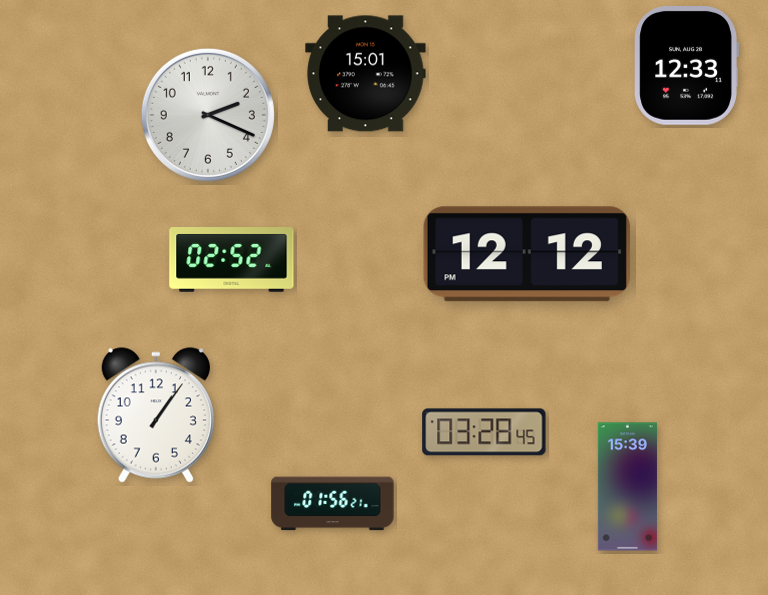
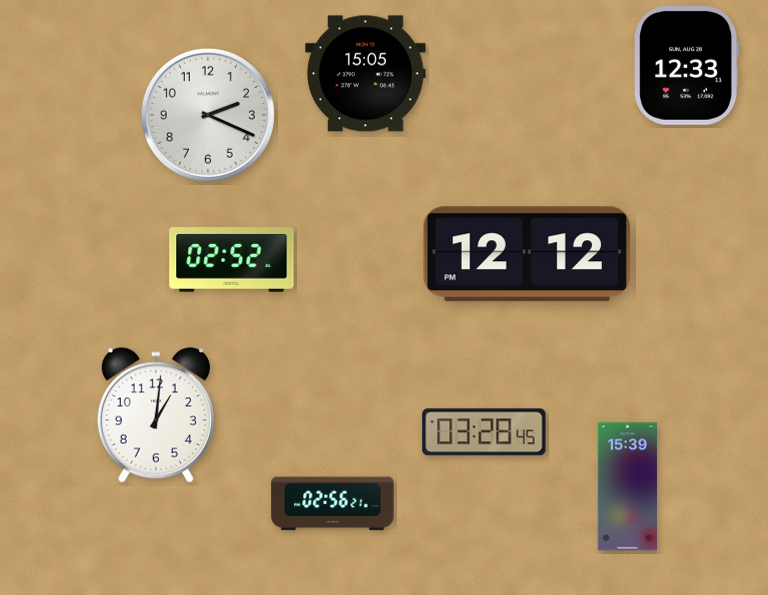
clock at (366, 74): 15:01 -> 15:05
clock at (156, 415): 1:06 -> 1:01
clock at (333, 504): 01:56 -> 02:56
